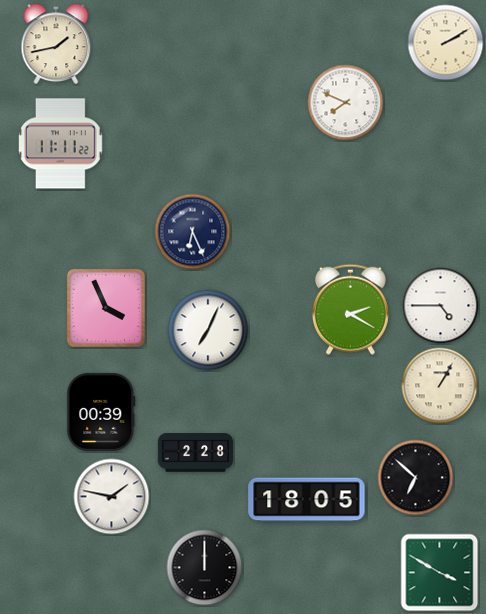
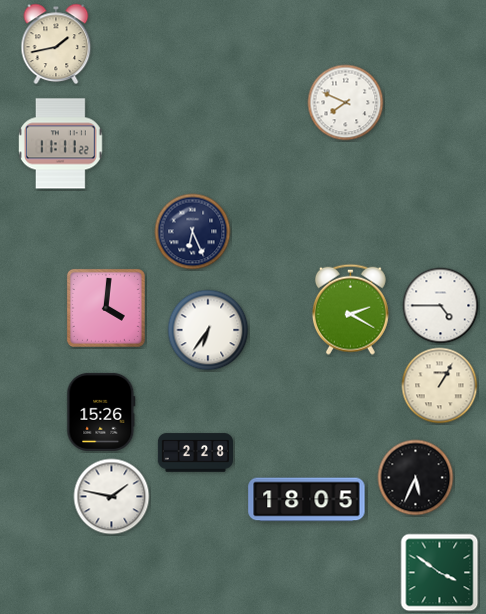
clock at (446, 43): 2:10 -> none
clock at (106, 308): 3:56 -> 4:01
clock at (208, 330): 7:04 -> 6:36
clock at (101, 412): 00:39 -> 15:26
clock at (416, 478): 6:52 -> 5:34
clock at (205, 568): 12:00 -> none
clock at (440, 573): 3:50 -> 3:51
